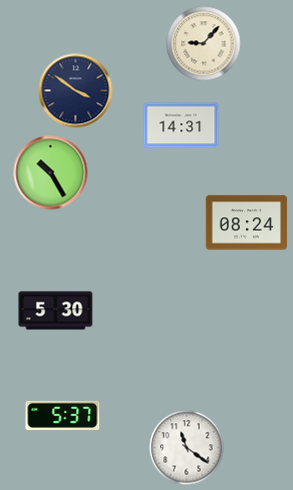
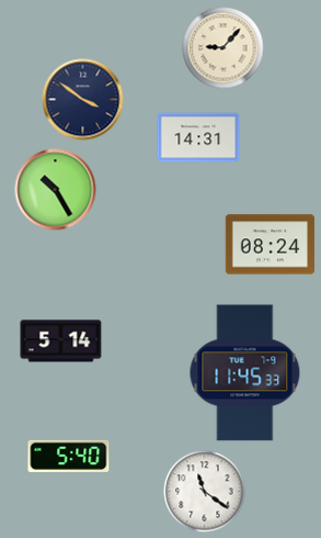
clock at (56, 311): 5:30 -> 5:14
clock at (245, 373): none -> 11:45
clock at (63, 415): 5:37 -> 5:40
